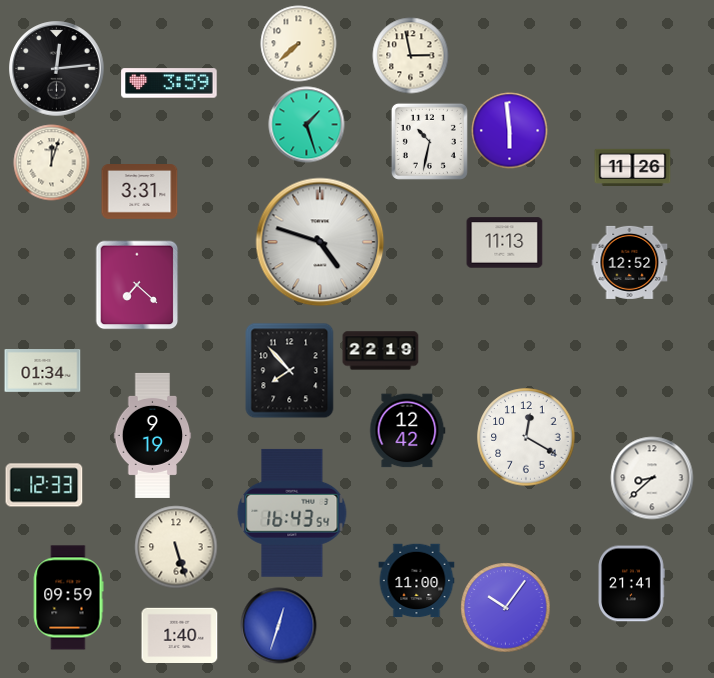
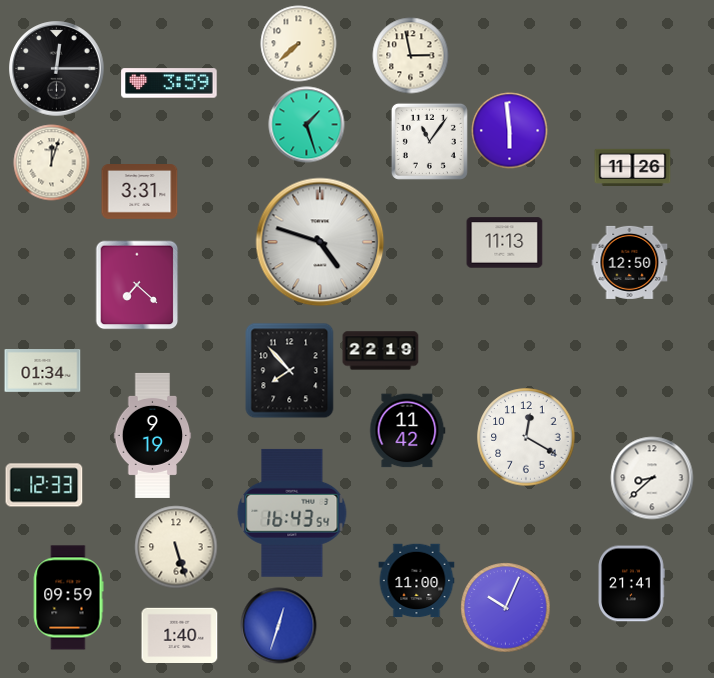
clock at (57, 69): 12:14 -> 12:15
clock at (429, 141): 10:32 -> 11:06
clock at (630, 262): 12:52 -> 12:50
clock at (408, 431): 12:42 -> 11:42
clock at (506, 608): 10:06 -> 10:04
